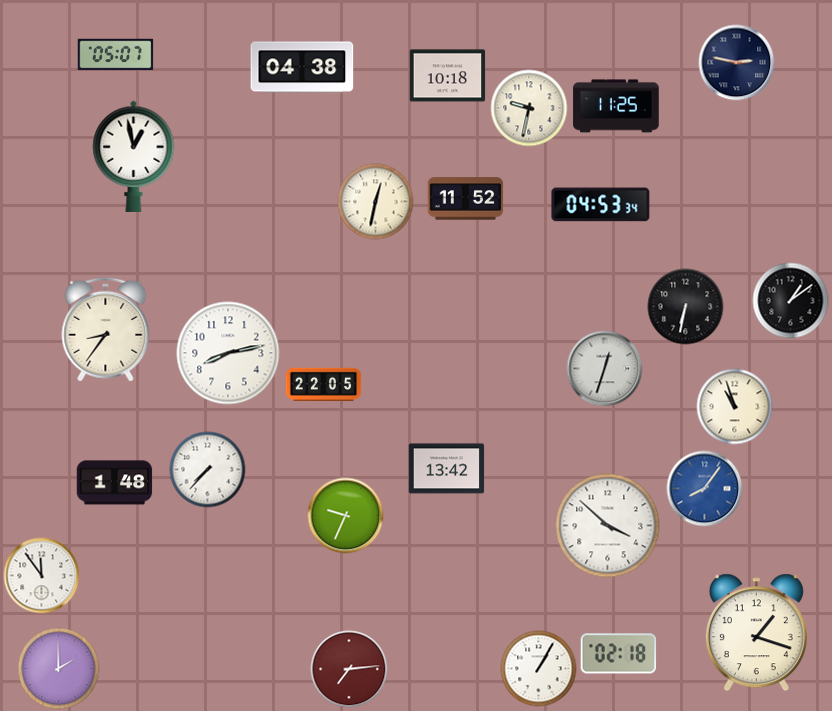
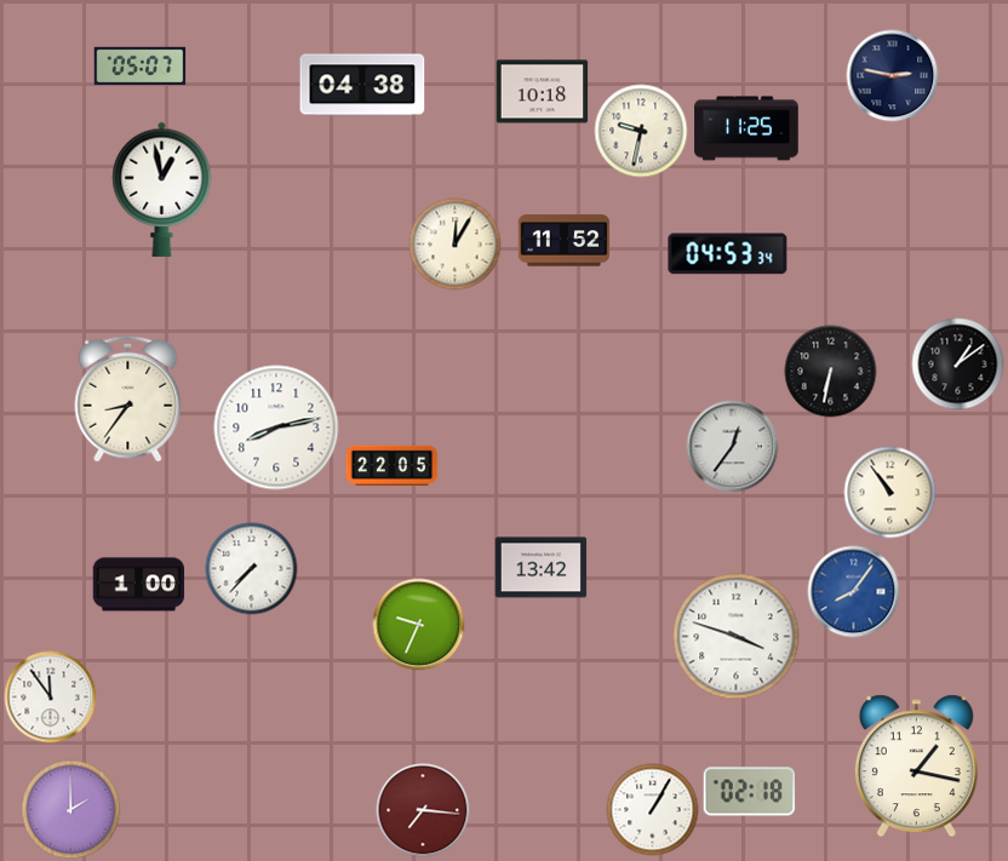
clock at (302, 67) position: (302, 67) -> (362, 85)
clock at (376, 202): 12:32 -> 12:05
clock at (601, 205) position: (601, 205) -> (728, 254)
clock at (605, 369): 12:33 -> 12:36
clock at (735, 407): 10:57 -> 10:54
clock at (115, 483): 1:48 -> 1:00
clock at (608, 526): 3:52 -> 3:48
clock at (756, 633): 1:18 -> 1:17
clock at (349, 669): 7:14 -> 7:16
